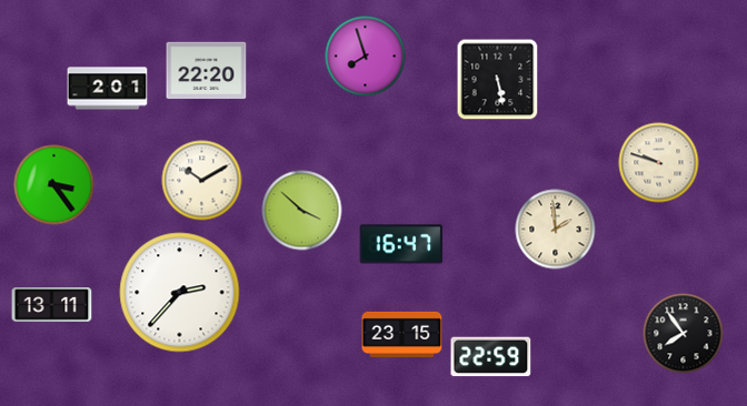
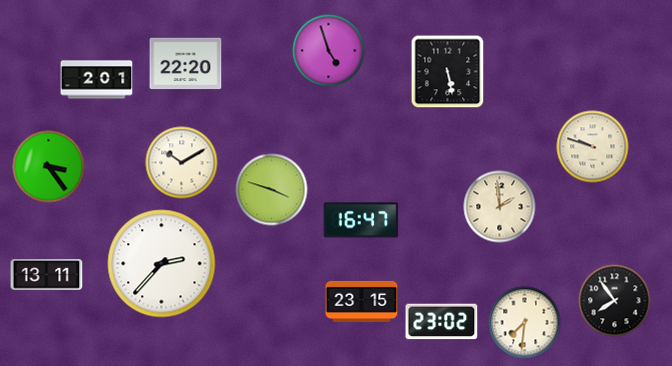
clock at (366, 57): 7:57 -> 4:57
clock at (302, 211): 3:52 -> 3:48
clock at (491, 357): 22:59 -> 23:02
clock at (525, 323): none -> 7:31
